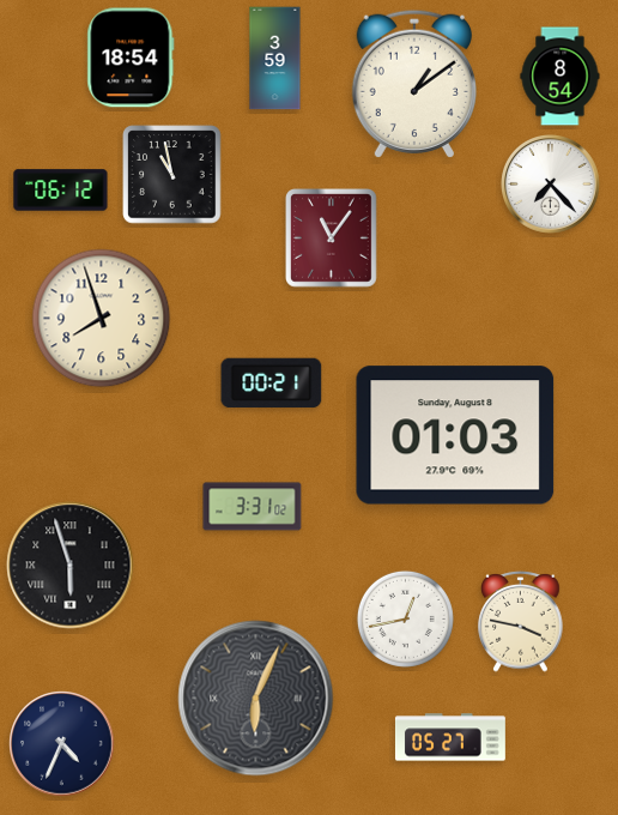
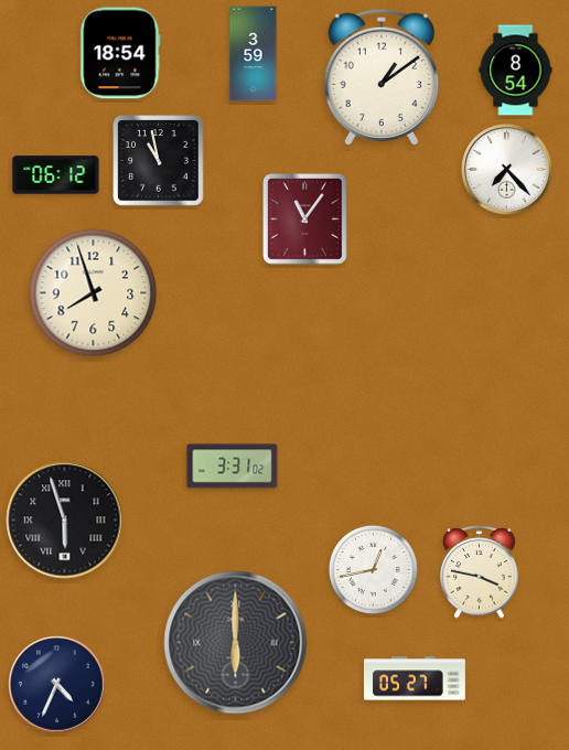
clock at (272, 384): 00:21 -> none
clock at (455, 435): 01:03 -> none
clock at (256, 699): 6:04 -> 6:00
